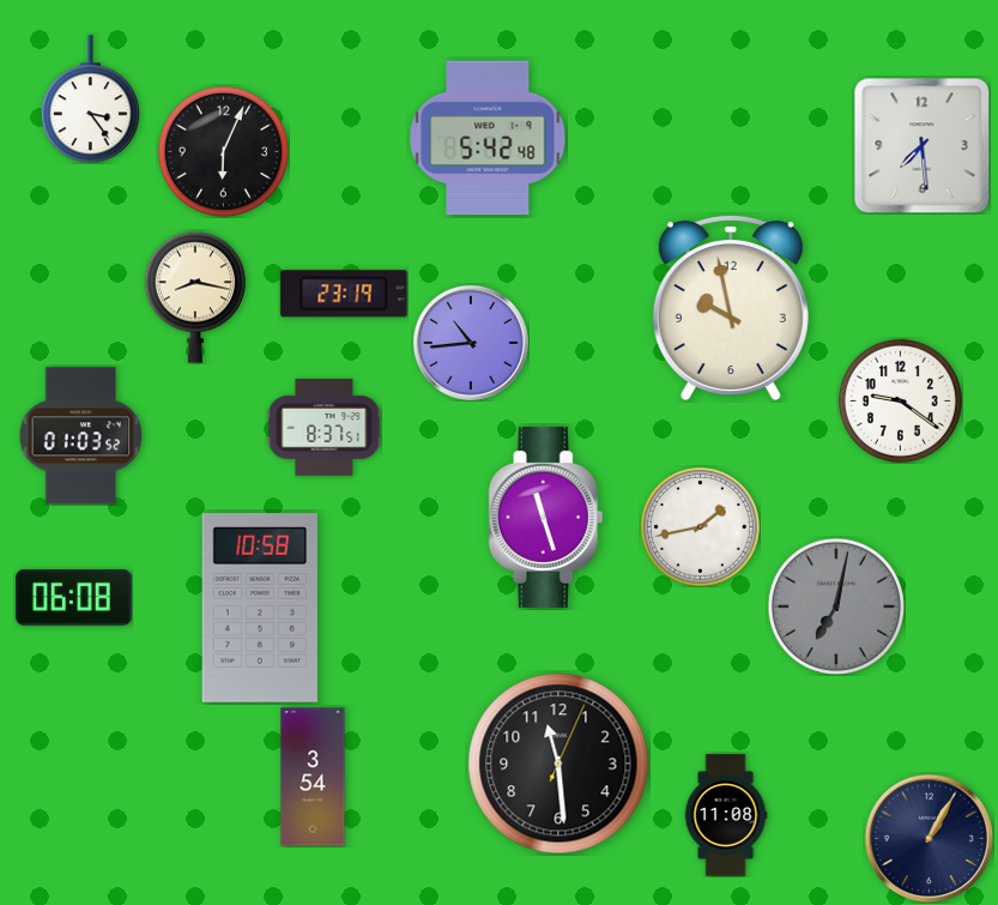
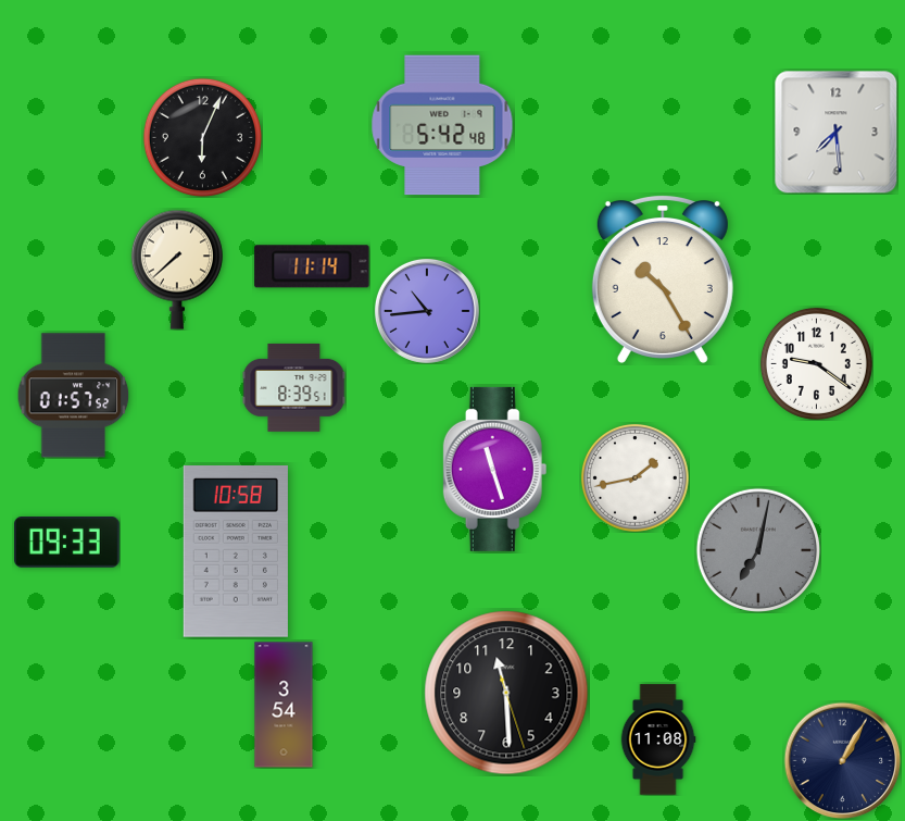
clock at (90, 99): 3:24 -> none
clock at (344, 294): 23:19 -> 11:14
clock at (195, 297): 8:17 -> 7:38
clock at (731, 308): 9:58 -> 10:25
clock at (323, 427): 8:37 -> 8:39
clock at (81, 436): 01:03 -> 01:57
clock at (74, 598): 06:08 -> 09:33
clock at (558, 764): 11:29:04 -> 11:29:27
